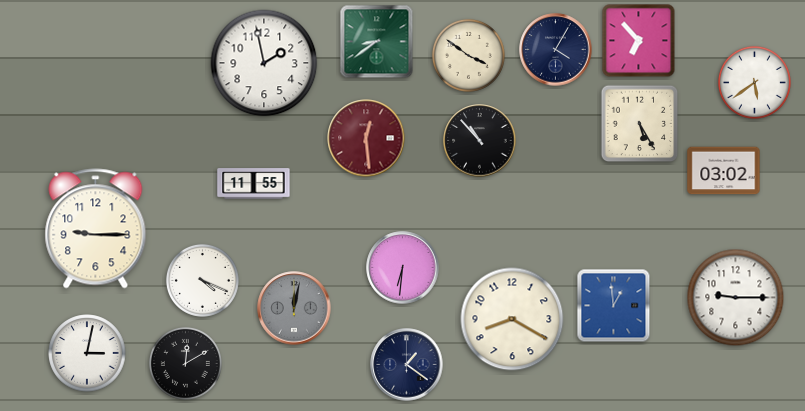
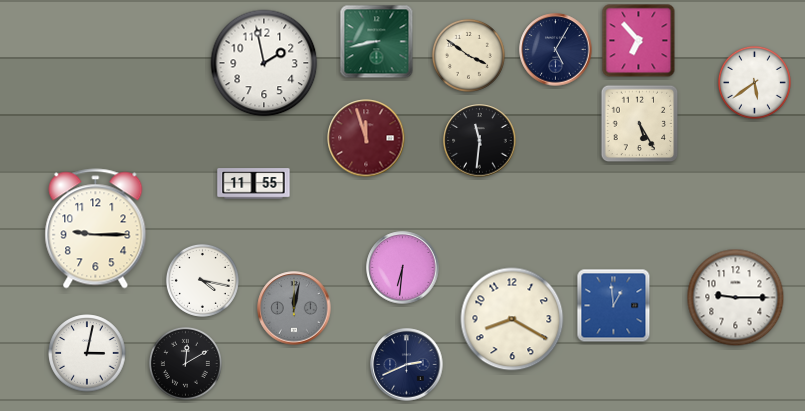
clock at (377, 42): 8:39 -> 8:43
clock at (556, 50): 4:05 -> 5:05
clock at (366, 138): 12:29 -> 11:57
clock at (480, 141): 10:53 -> 11:31
clock at (724, 171): 03:02 -> none
clock at (202, 280): 4:19 -> 4:17
clock at (407, 365): 1:21 -> 2:41
